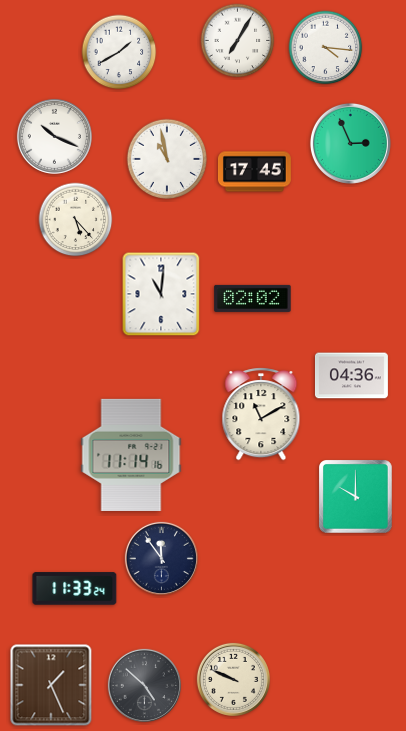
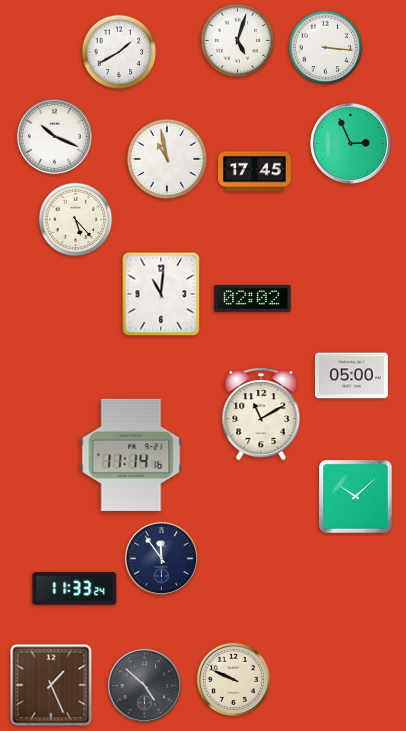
clock at (238, 41): 7:05 -> 5:03
clock at (326, 48): 4:16 -> 3:16
clock at (351, 376): 04:36 -> 05:00
clock at (356, 497): 10:00 -> 10:08
